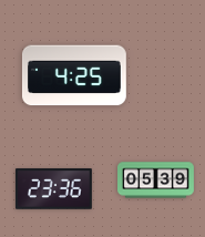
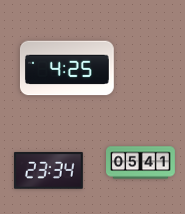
clock at (156, 181): 05:39 -> 05:41
clock at (53, 189): 23:36 -> 23:34
